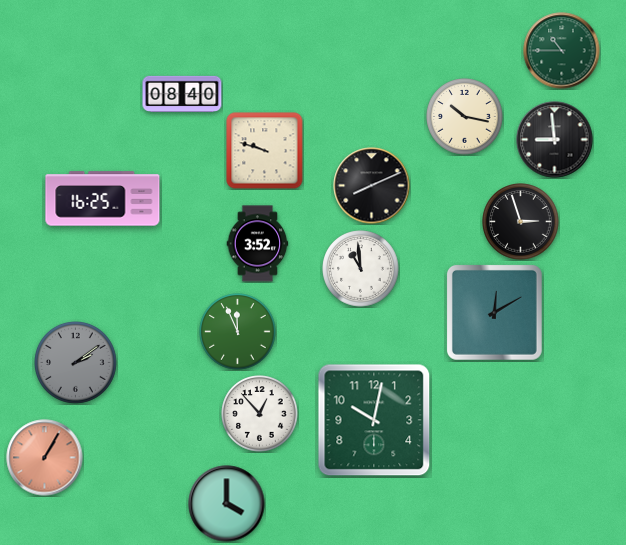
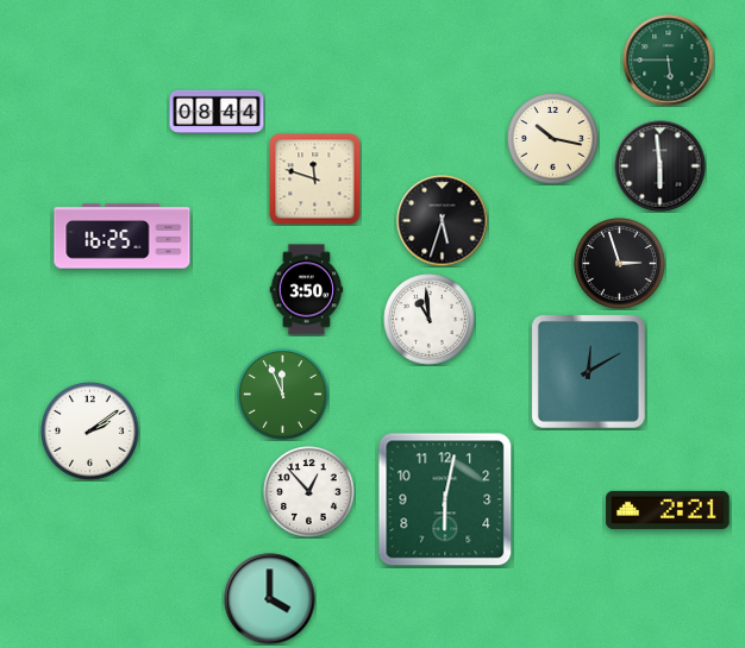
clock at (562, 51): 10:45 -> 5:45
clock at (182, 93): 08:40 -> 08:44
clock at (555, 140): 8:59 -> 5:59
clock at (265, 151): 9:48 -> 11:48
clock at (372, 186): 8:11 -> 5:33
clock at (258, 244): 3:52 -> 3:50
clock at (76, 363) dial: grey -> white
clock at (374, 420): 10:02 -> 6:02
clock at (668, 510): none -> 2:21
clock at (45, 458): 1:05 -> none
